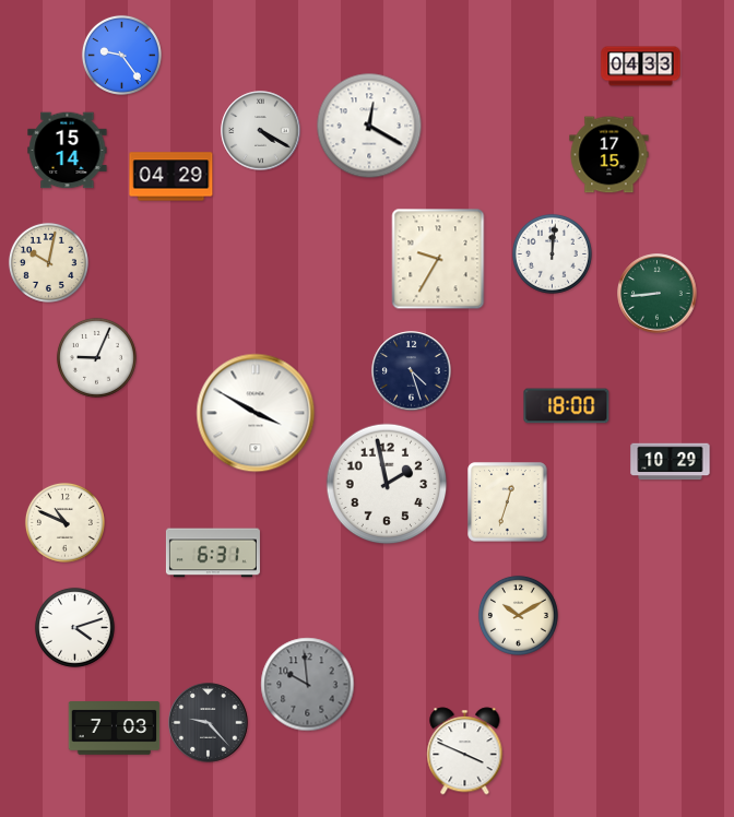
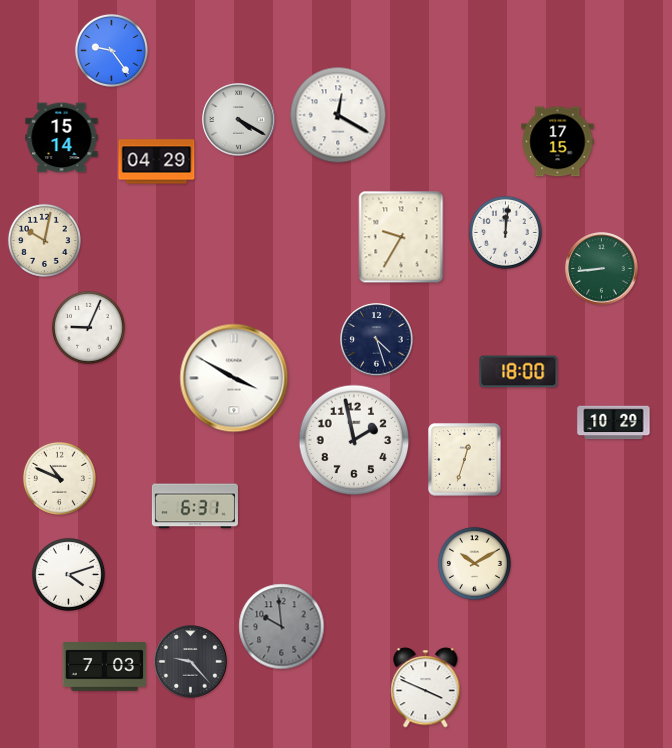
clock at (641, 67): 04:33 -> none
clock at (387, 484) position: (387, 484) -> (354, 440)
